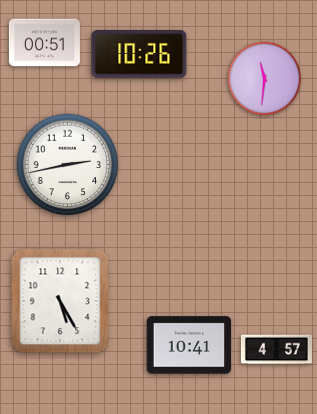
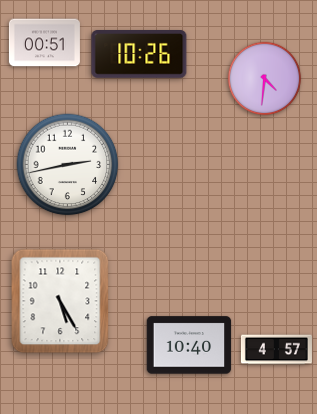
clock at (265, 79): 11:31 -> 4:31
clock at (189, 345): 10:41 -> 10:40
